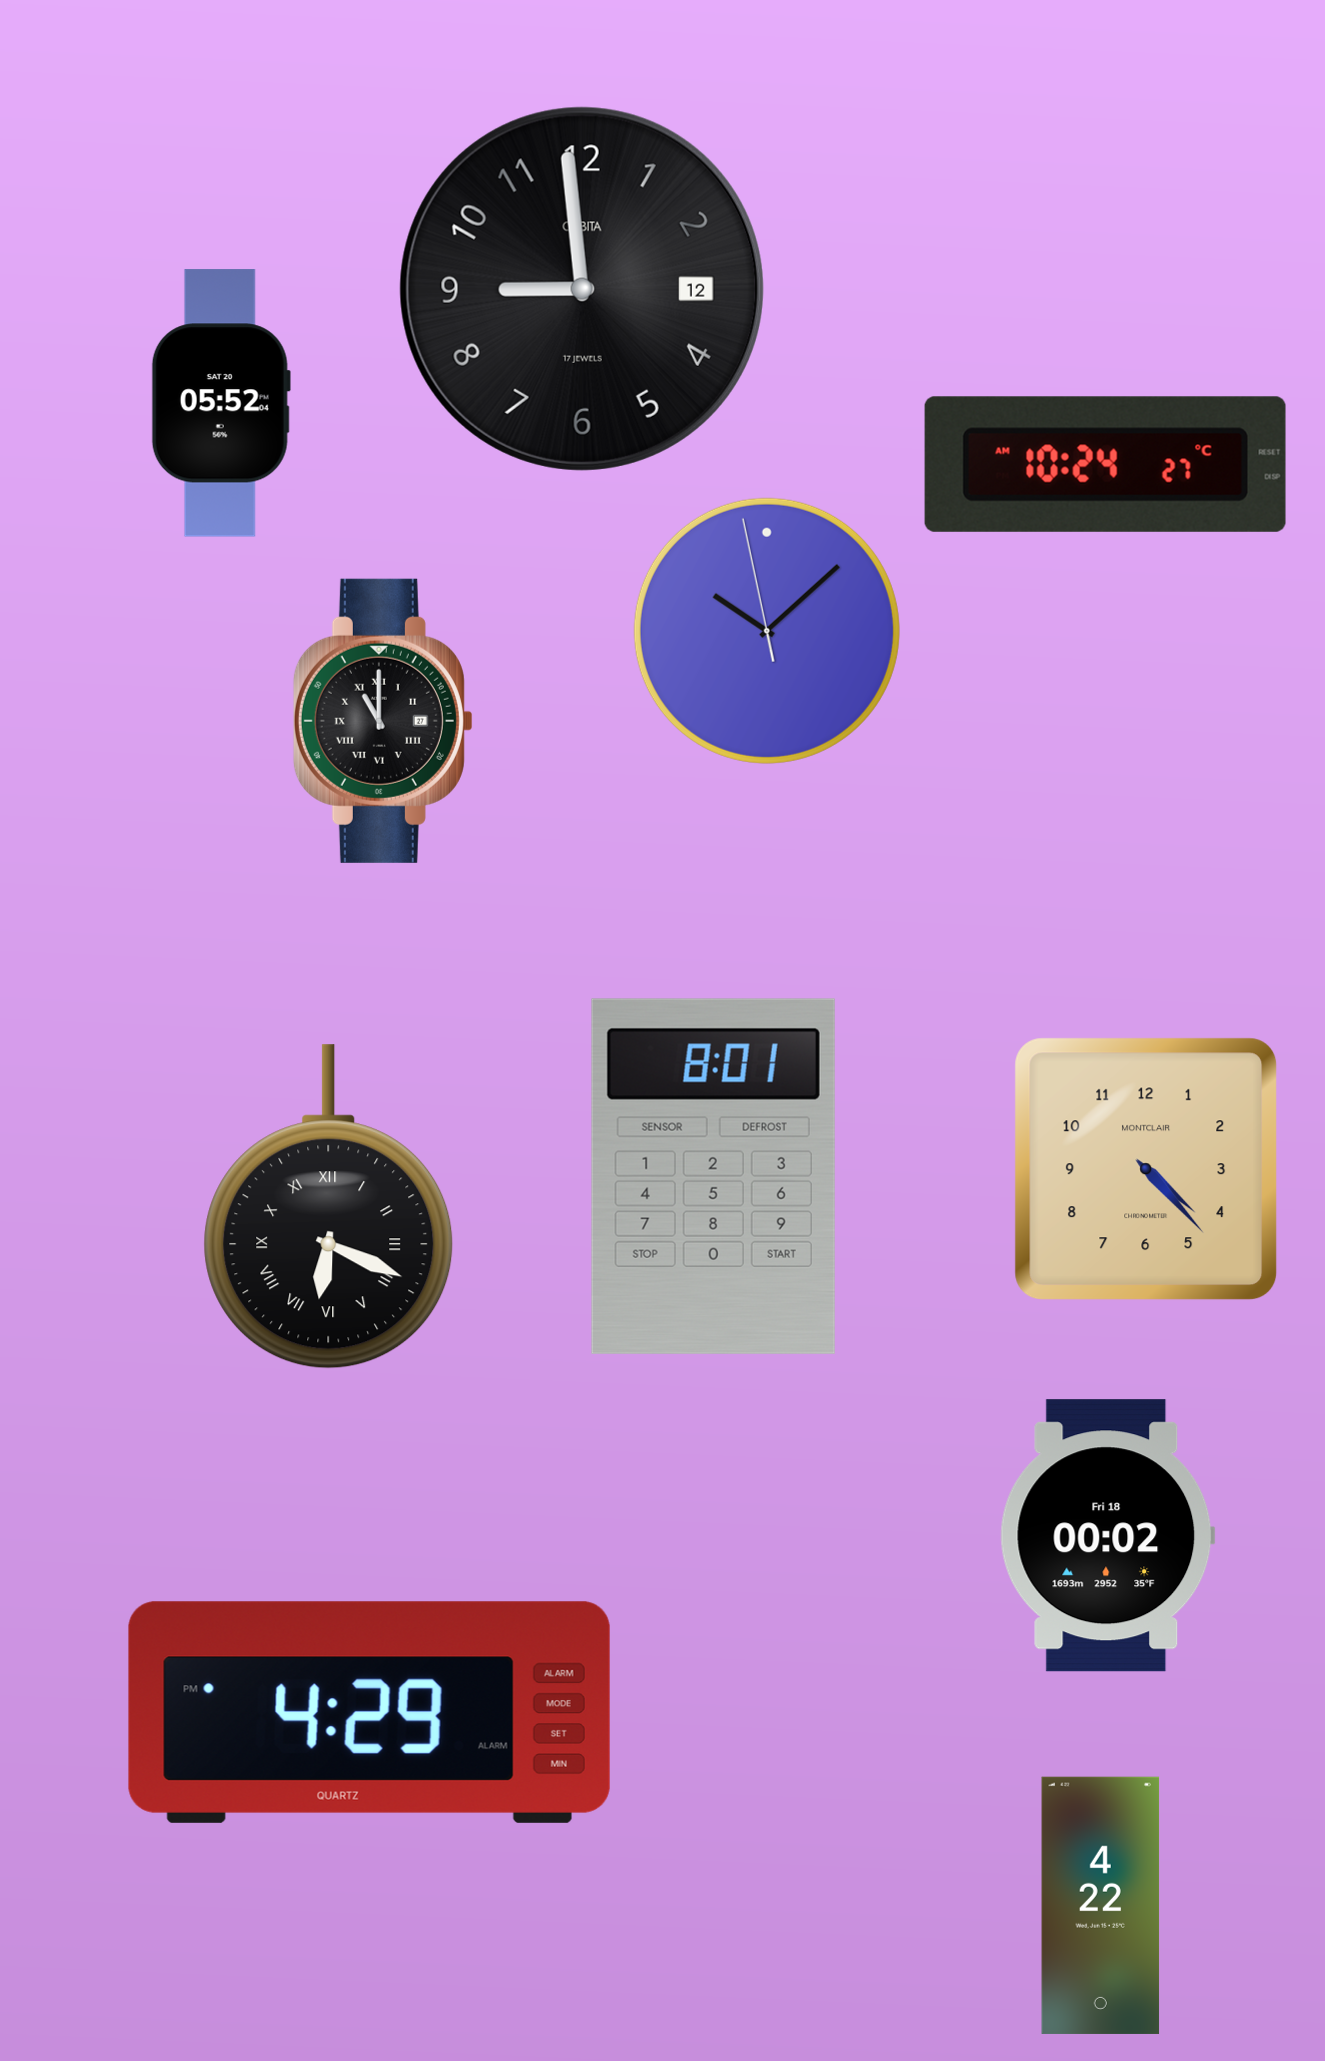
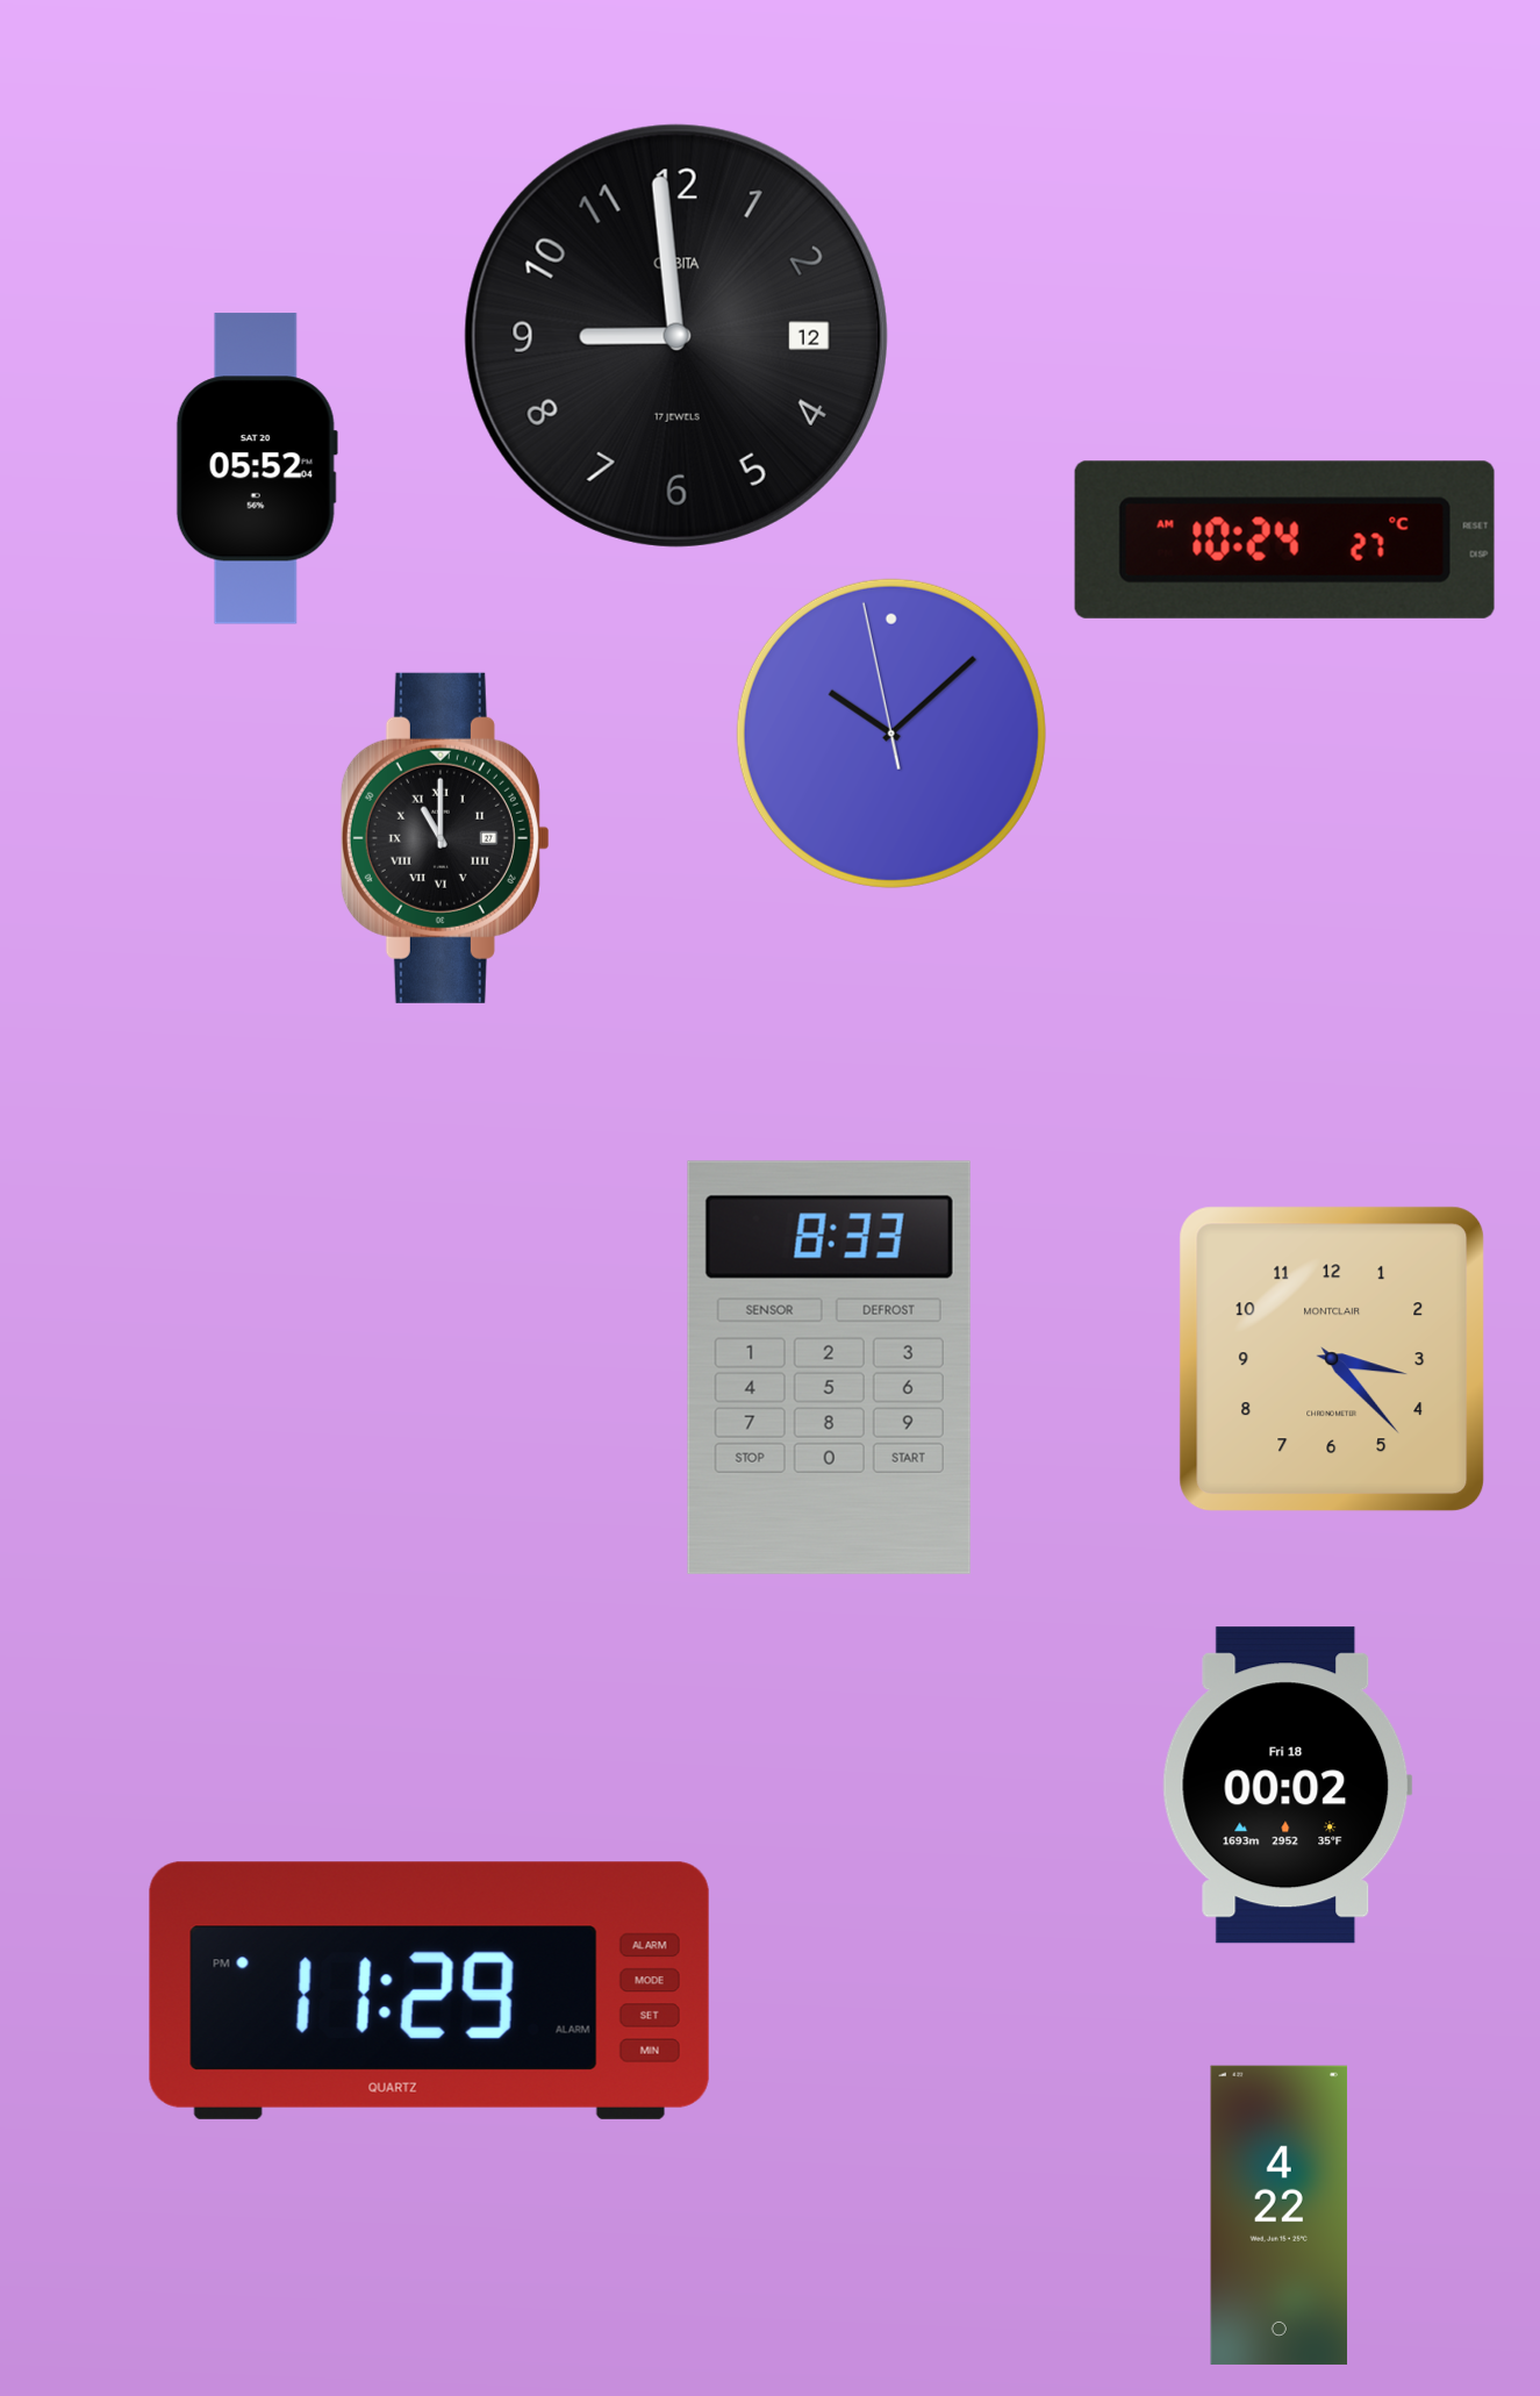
clock at (1146, 1169): 4:23 -> 3:23
clock at (713, 1176): 8:01 -> 8:33
clock at (329, 1207): 6:19 -> none
clock at (369, 1712): 4:29 -> 11:29
